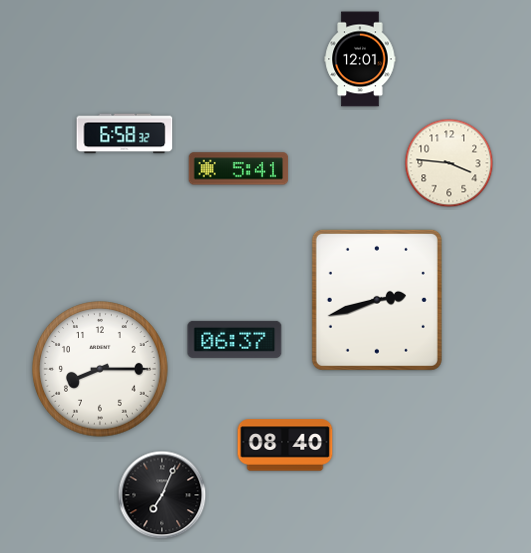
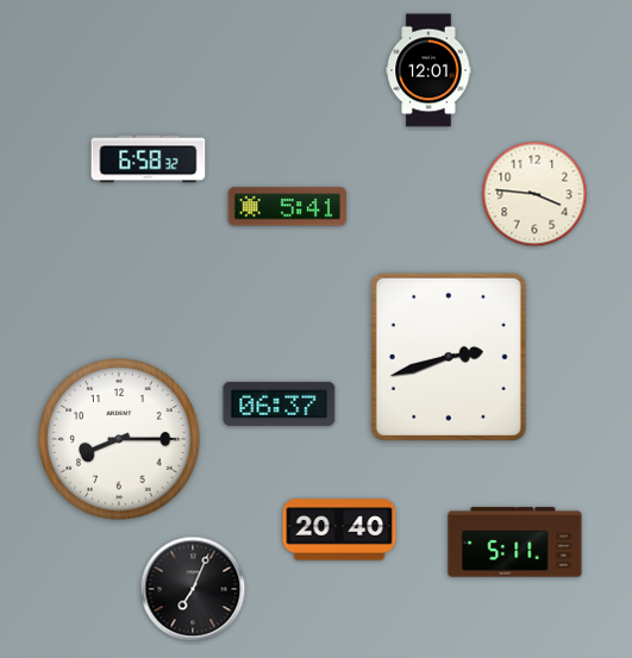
clock at (239, 169) position: (239, 169) -> (288, 207)
clock at (285, 445): 08:40 -> 20:40
clock at (515, 543): none -> 5:11
